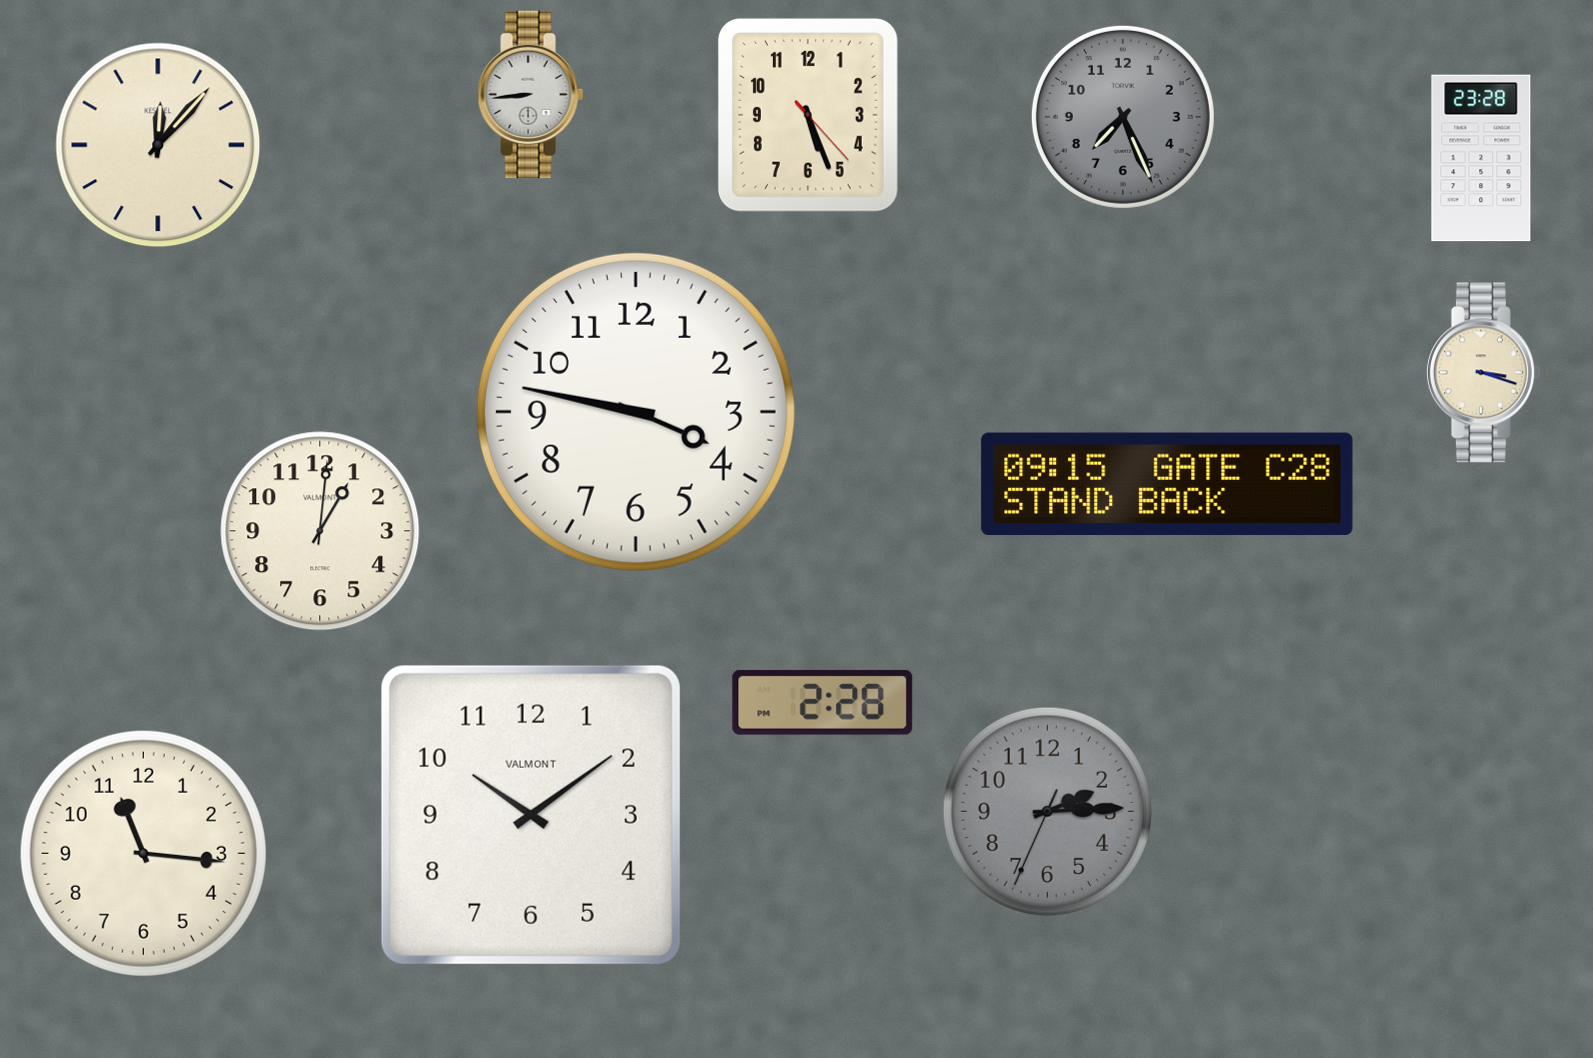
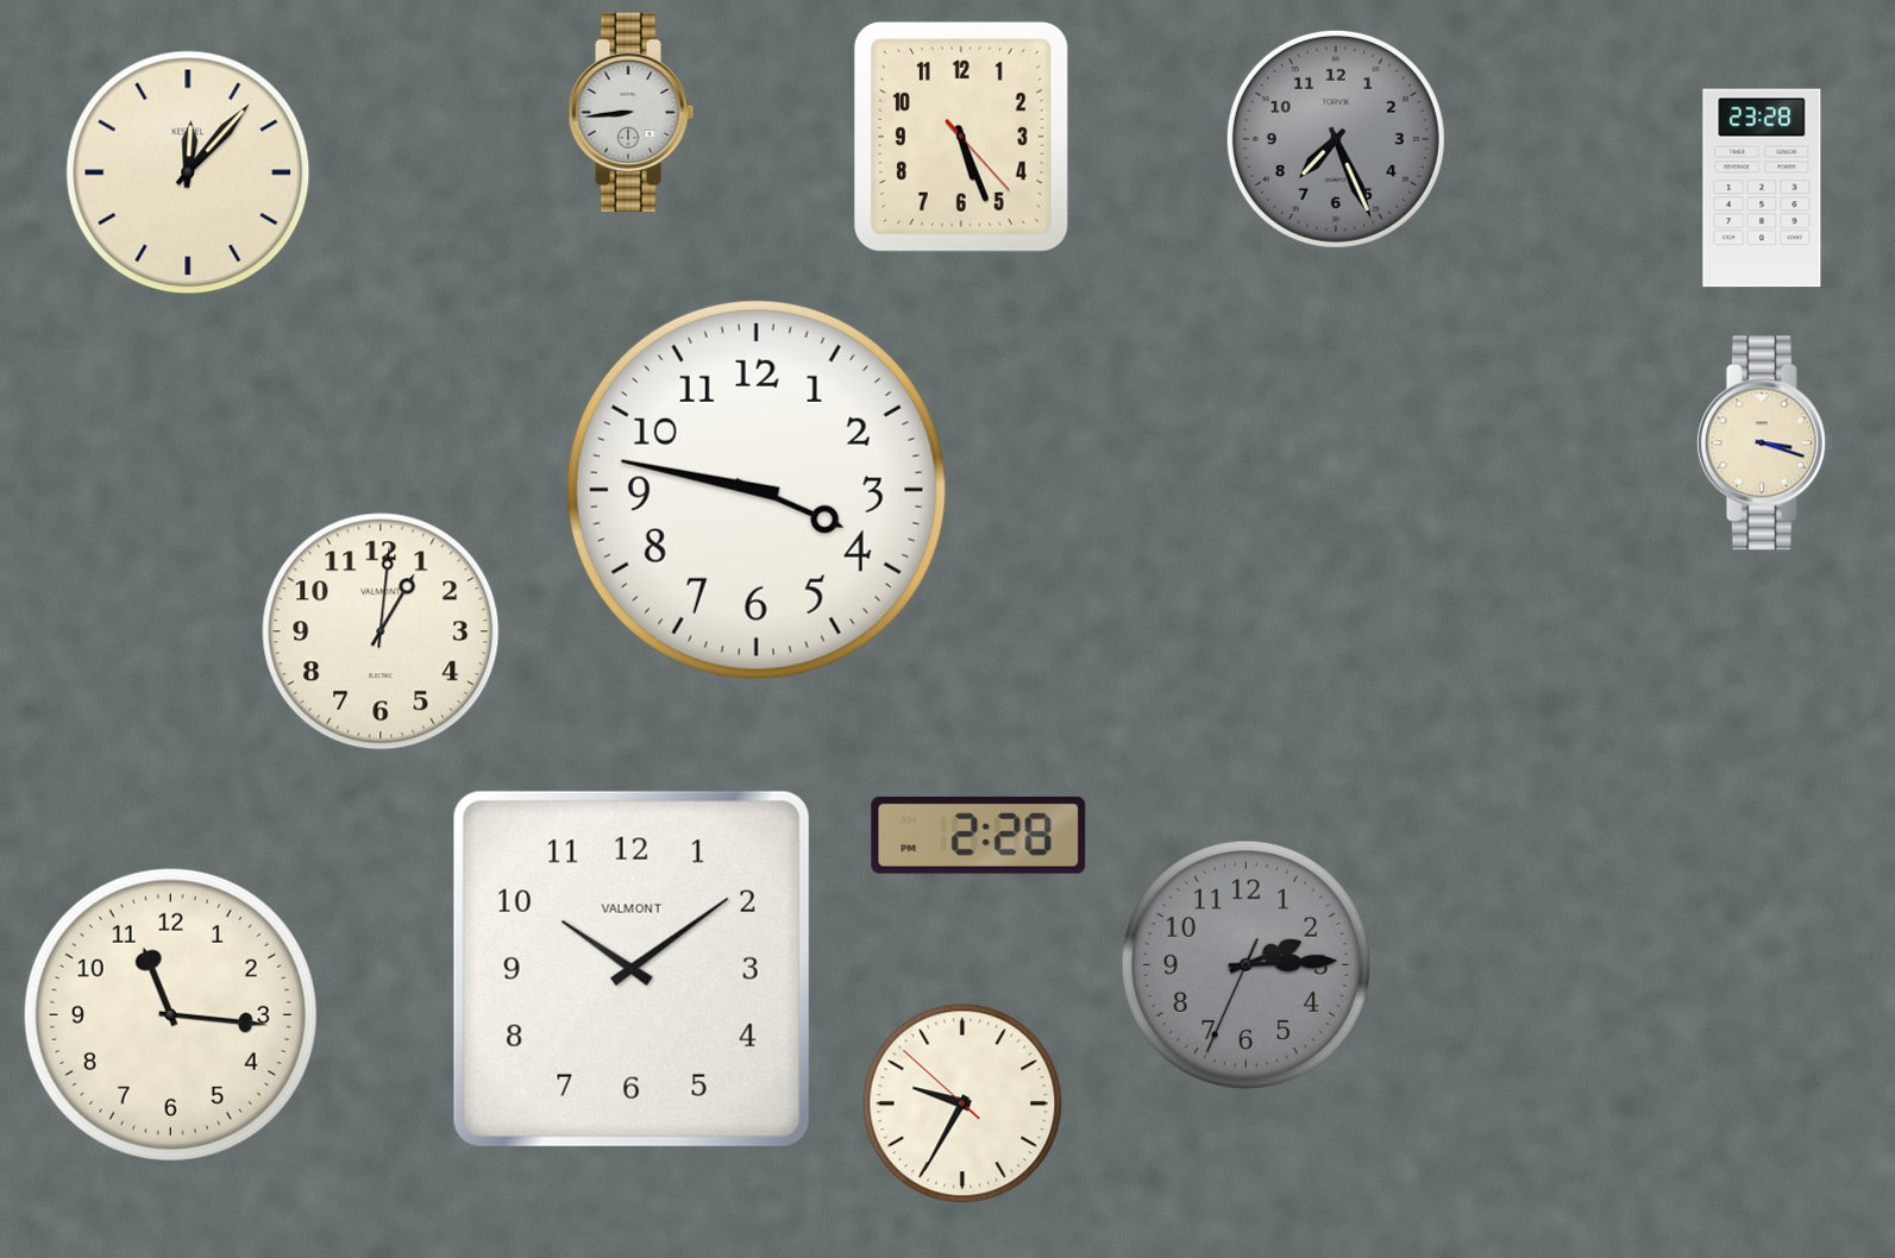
clock at (1167, 484): 09:15 -> none
clock at (962, 1103): none -> 9:34
